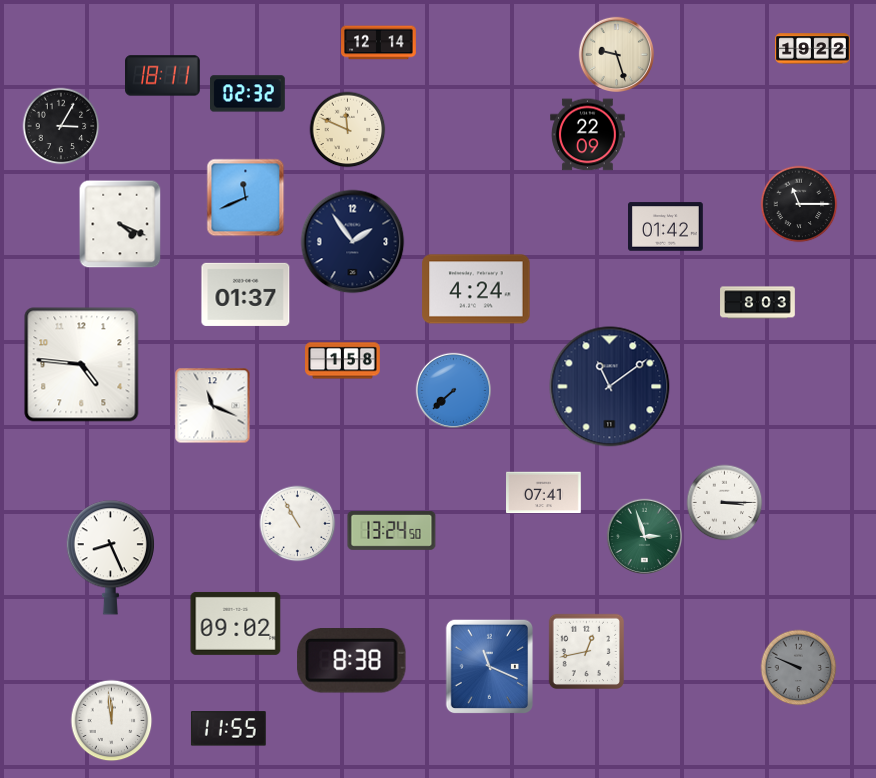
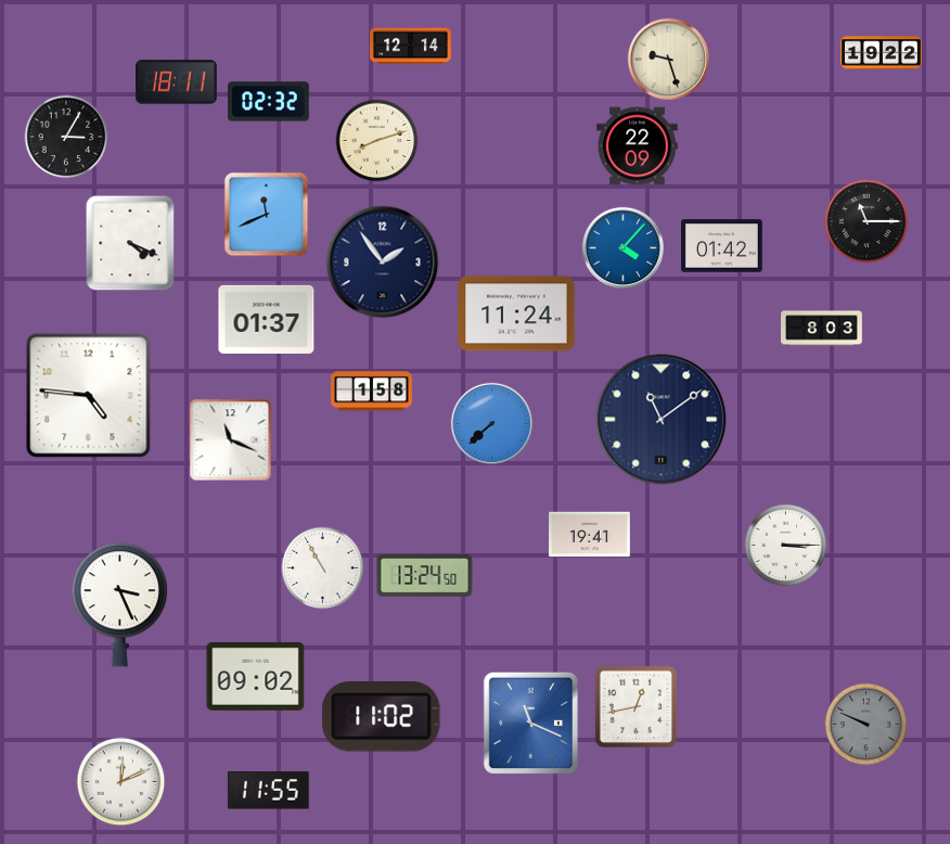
clock at (348, 130): 11:49 -> 8:12
clock at (622, 247): none -> 4:07
clock at (476, 289): 4:24 -> 11:24
clock at (544, 493): 07:41 -> 19:41
clock at (644, 536): 2:57 -> none
clock at (110, 558): 8:26 -> 3:26
clock at (352, 661): 8:38 -> 11:02
clock at (112, 721): 11:59 -> 12:11
clock at (228, 729) position: (228, 729) -> (268, 791)
